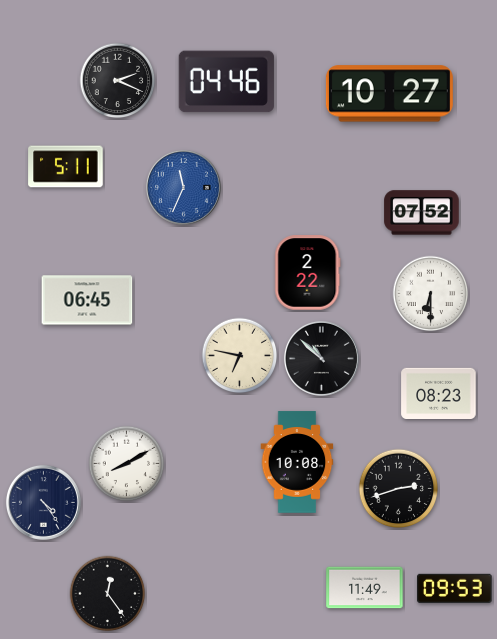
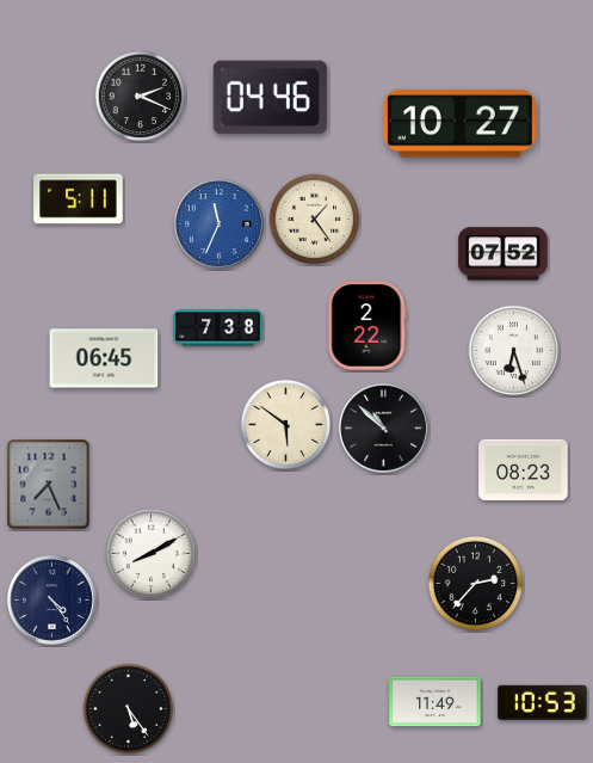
clock at (389, 94) position: (389, 94) -> (459, 124)
clock at (315, 220): none -> 1:24
clock at (218, 328): none -> 7:38
clock at (431, 294): 6:30 -> 6:27
clock at (240, 356): 6:47 -> 5:51
clock at (49, 485): none -> 7:26
clock at (297, 462): 10:08 -> none
clock at (399, 489): 2:42 -> 2:37
clock at (455, 588): 09:53 -> 10:53
clock at (108, 594): 12:24 -> 5:24
